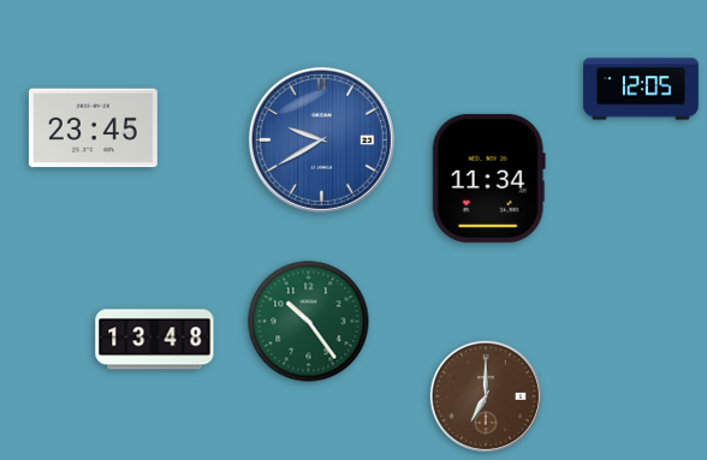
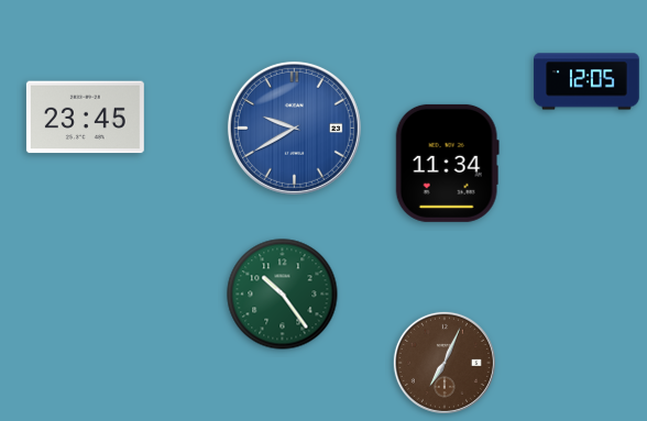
clock at (155, 340): 13:48 -> none
clock at (486, 396): 7:00 -> 7:04
